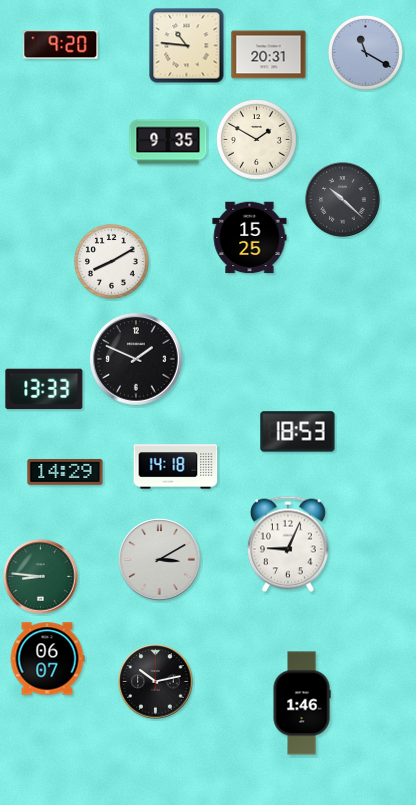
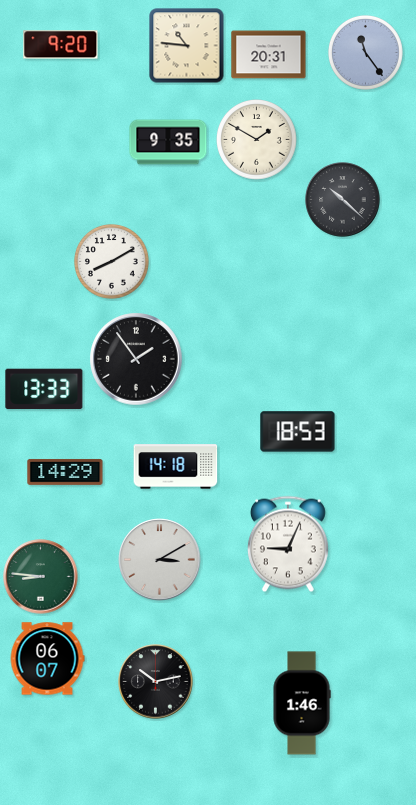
clock at (365, 52): 11:20 -> 11:24
clock at (250, 238): 15:25 -> none
clock at (136, 359): 1:49 -> 1:54
